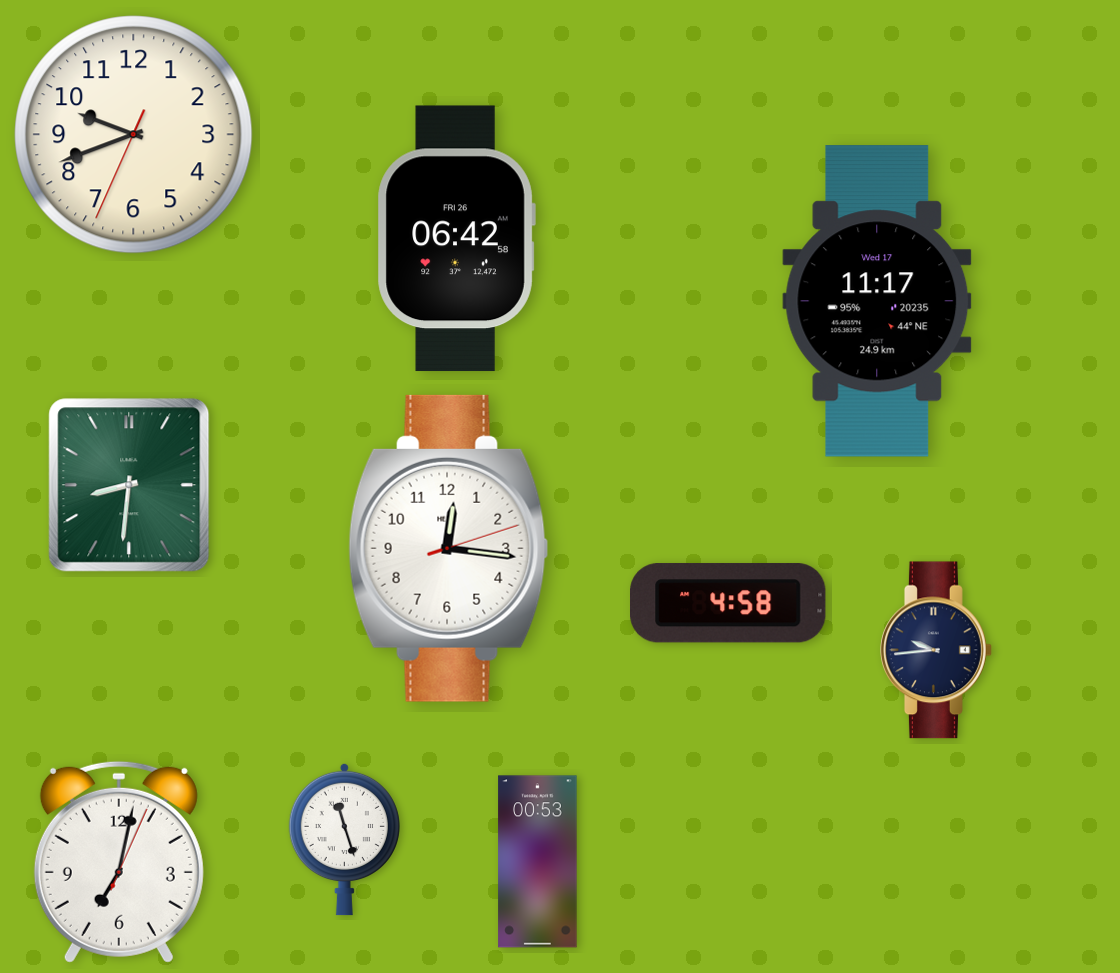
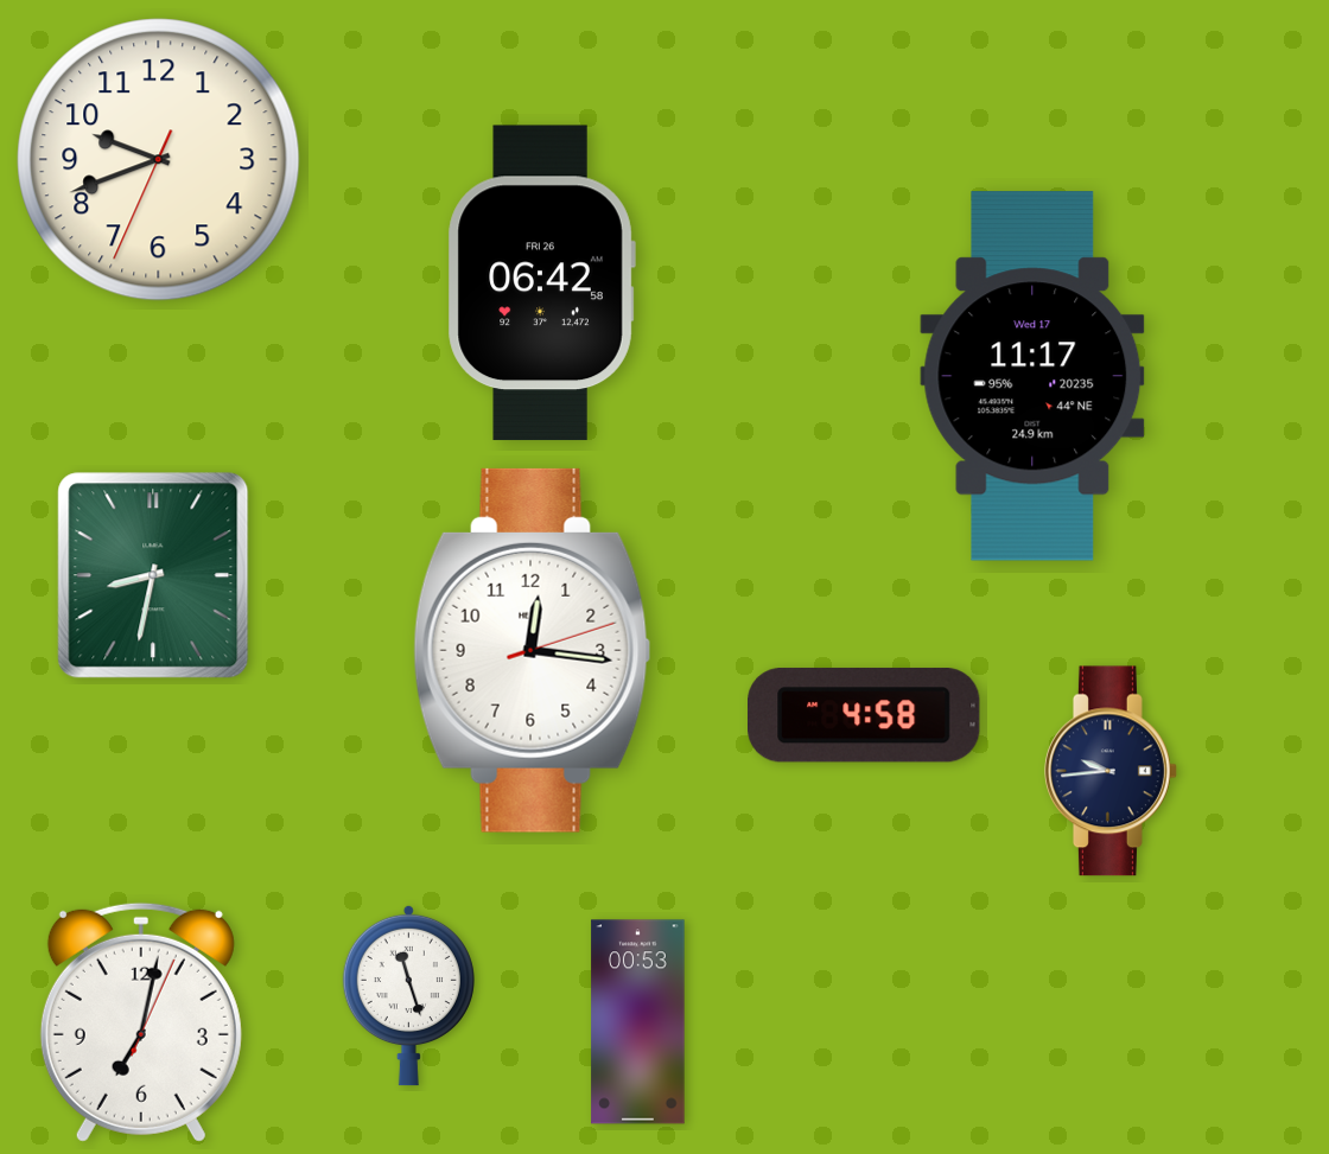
clock at (877, 301) position: (877, 301) -> (1032, 376)
clock at (129, 485): 8:31 -> 8:32
